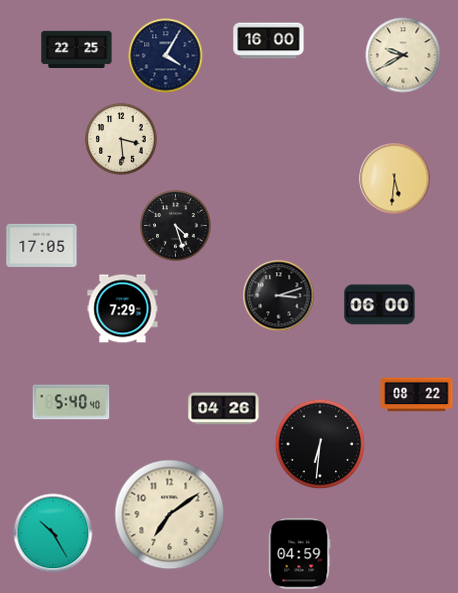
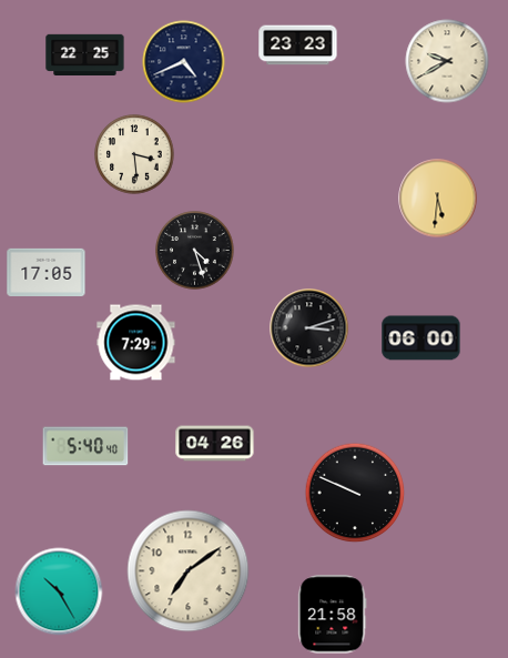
clock at (269, 41): 16:00 -> 23:23
clock at (166, 56): 4:05 -> 4:41
clock at (417, 395): 08:22 -> none
clock at (71, 402) position: (71, 402) -> (85, 446)
clock at (224, 409) position: (224, 409) -> (215, 444)
clock at (320, 444): 6:31 -> 9:49
clock at (300, 554): 04:59 -> 21:58
